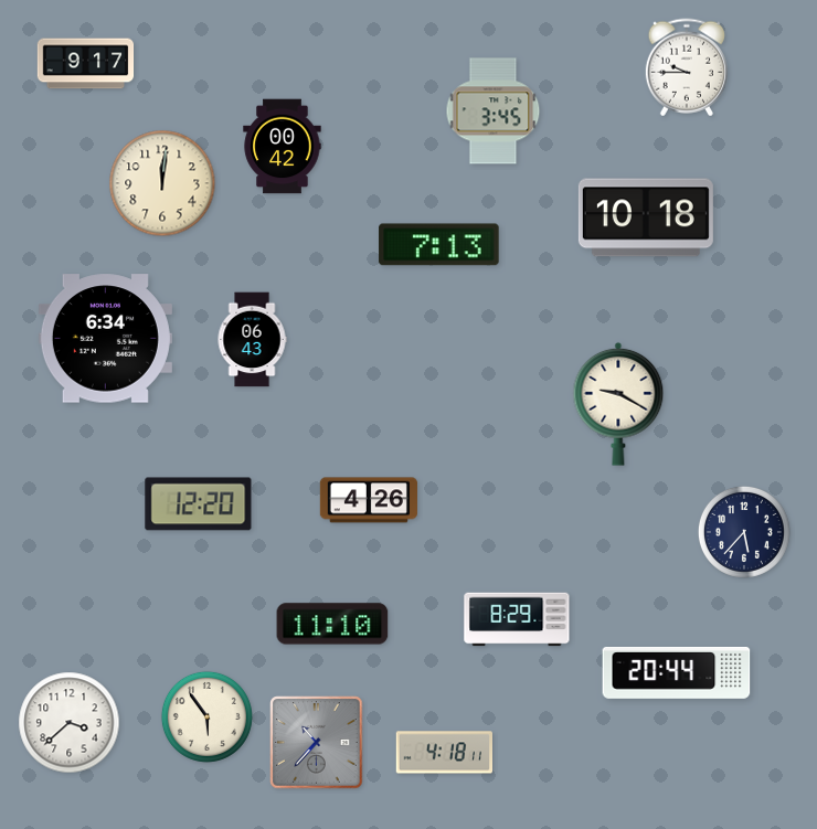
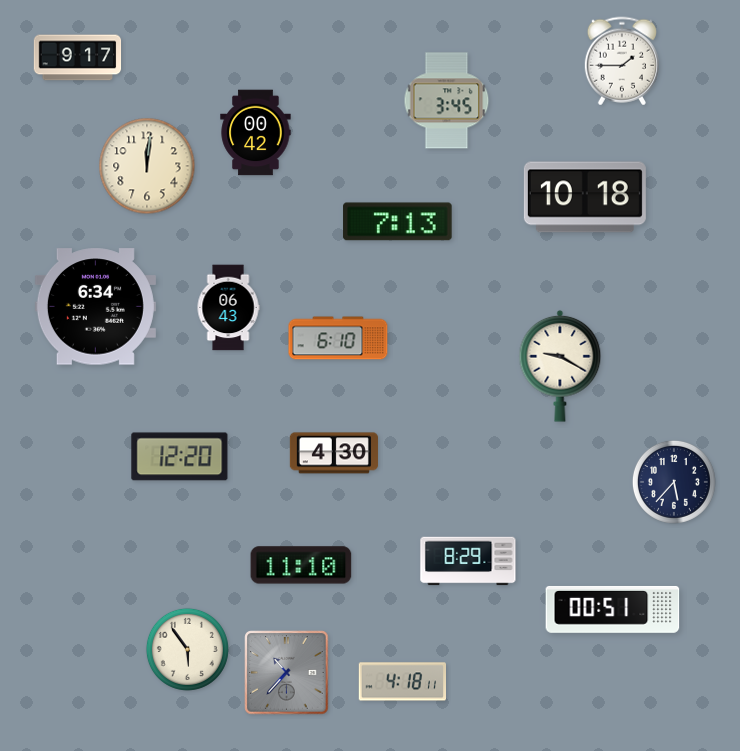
clock at (687, 67): 9:45 -> 1:45
clock at (338, 338): none -> 6:10
clock at (369, 500): 4:26 -> 4:30
clock at (677, 672): 20:44 -> 00:51
clock at (70, 723): 3:38 -> none
